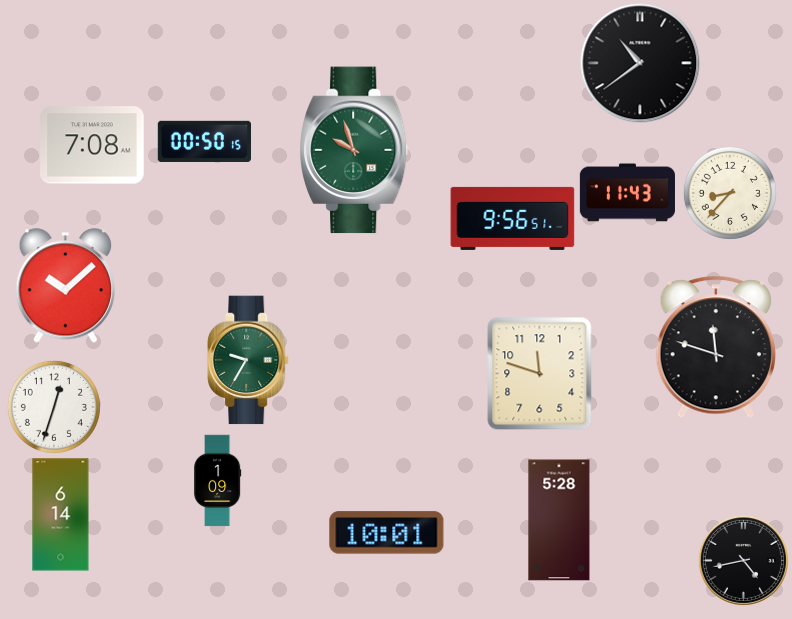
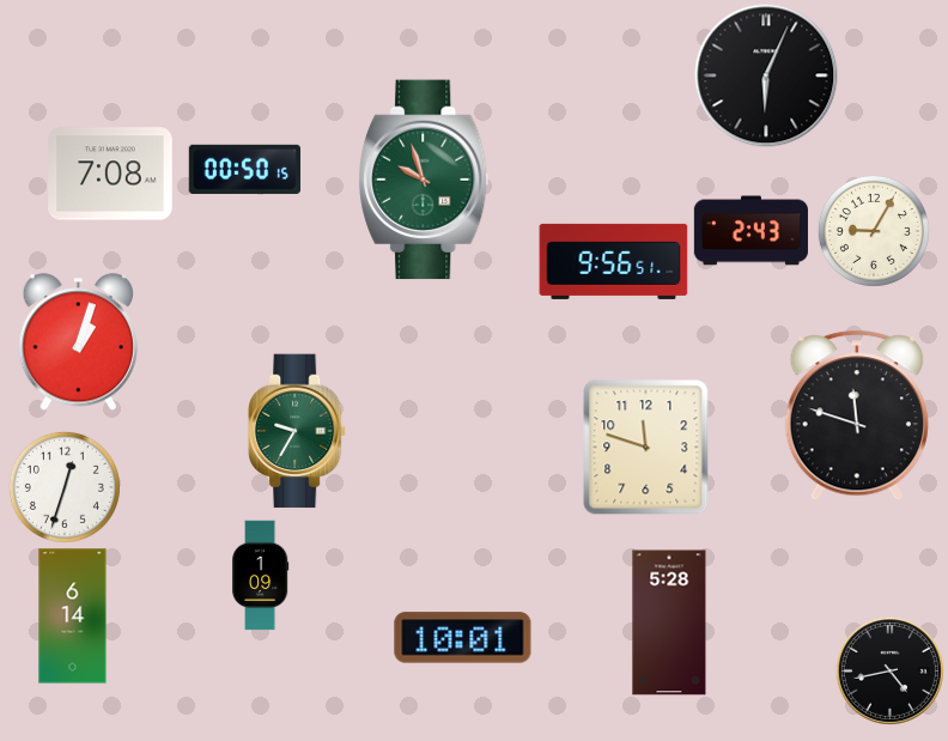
clock at (640, 63): 10:39 -> 6:04
clock at (627, 193): 11:43 -> 2:43
clock at (730, 193): 8:37 -> 9:05
clock at (65, 286): 10:08 -> 1:03
